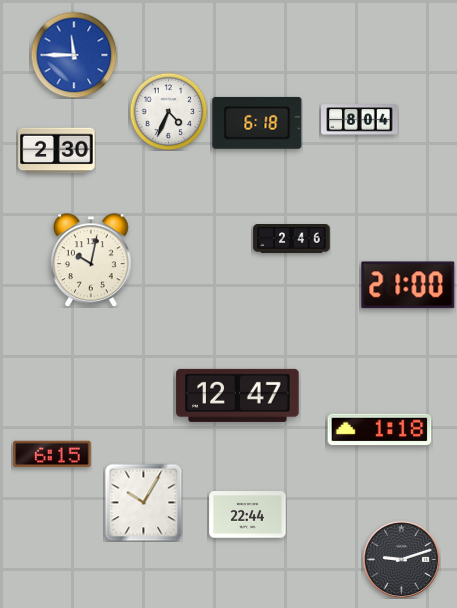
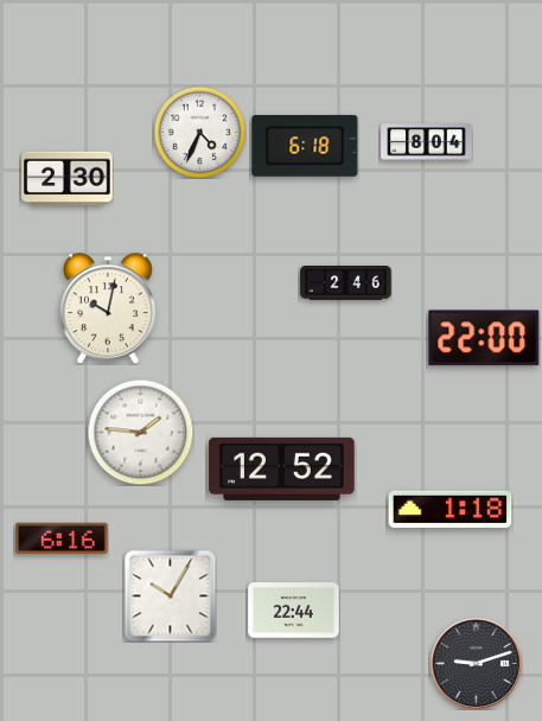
clock at (74, 55): 11:45 -> none
clock at (408, 285): 21:00 -> 22:00
clock at (140, 432): none -> 1:46
clock at (238, 395): 12:47 -> 12:52
clock at (52, 454): 6:15 -> 6:16
